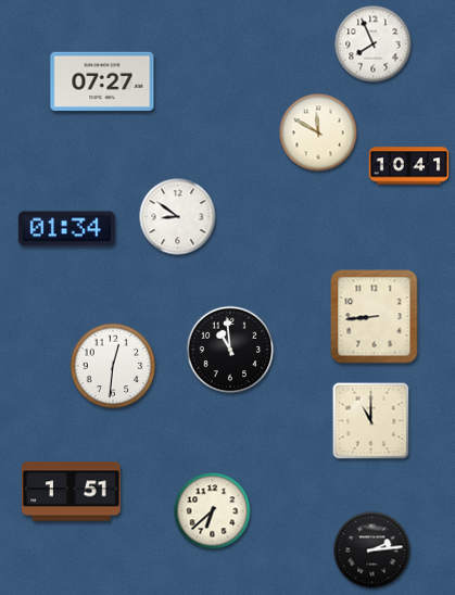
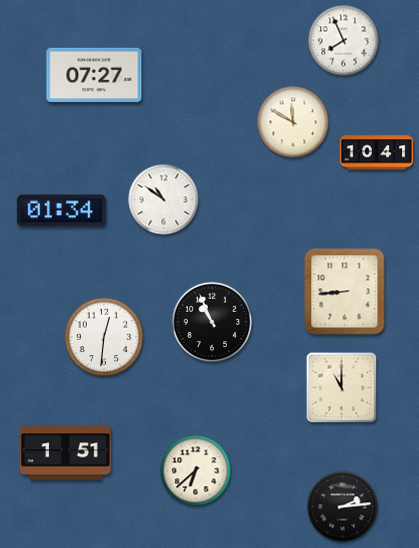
clock at (178, 217): 8:51 -> 10:51
clock at (230, 350): 10:59 -> 10:56
